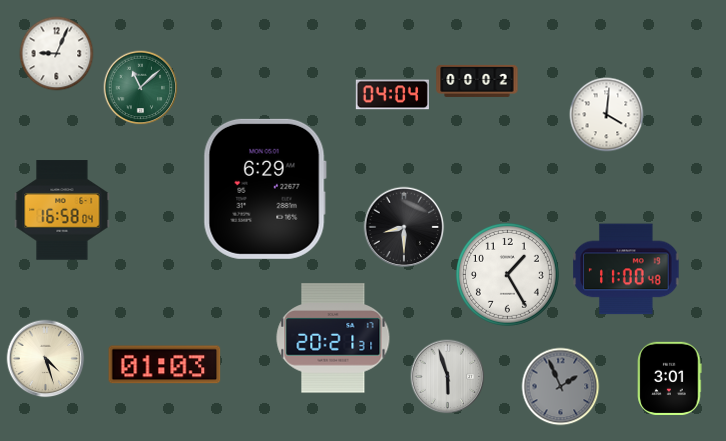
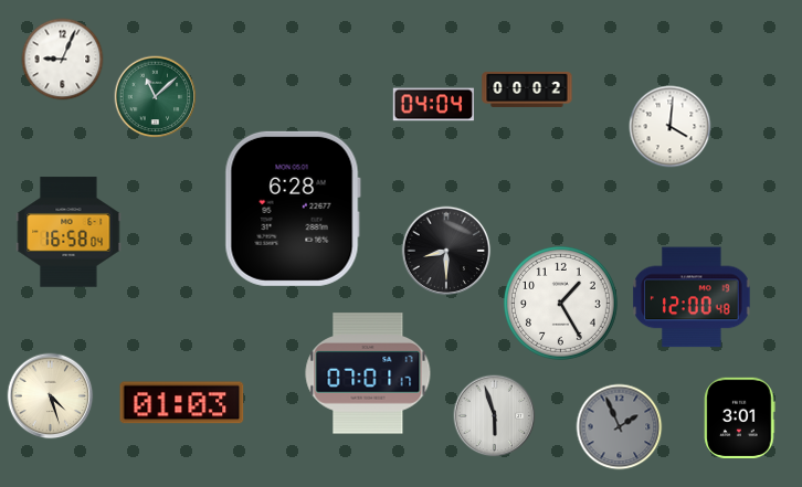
clock at (265, 189): 6:29 -> 6:28
clock at (626, 269): 11:00 -> 12:00
clock at (333, 338): 20:21 -> 07:01
